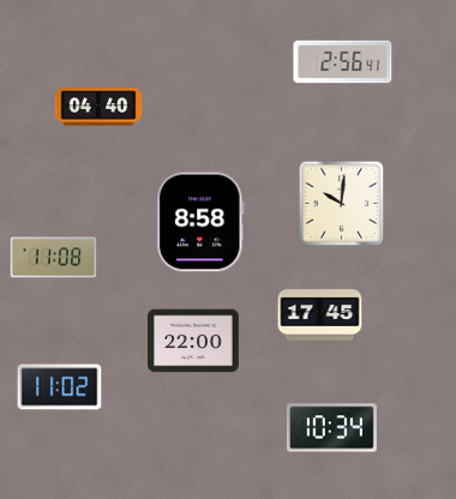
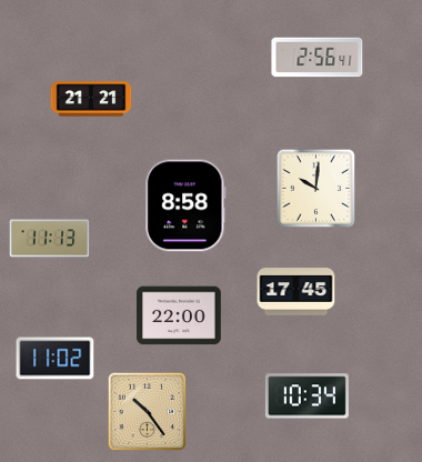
clock at (98, 107): 04:40 -> 21:21
clock at (54, 258): 11:08 -> 11:13
clock at (148, 412): none -> 10:24
